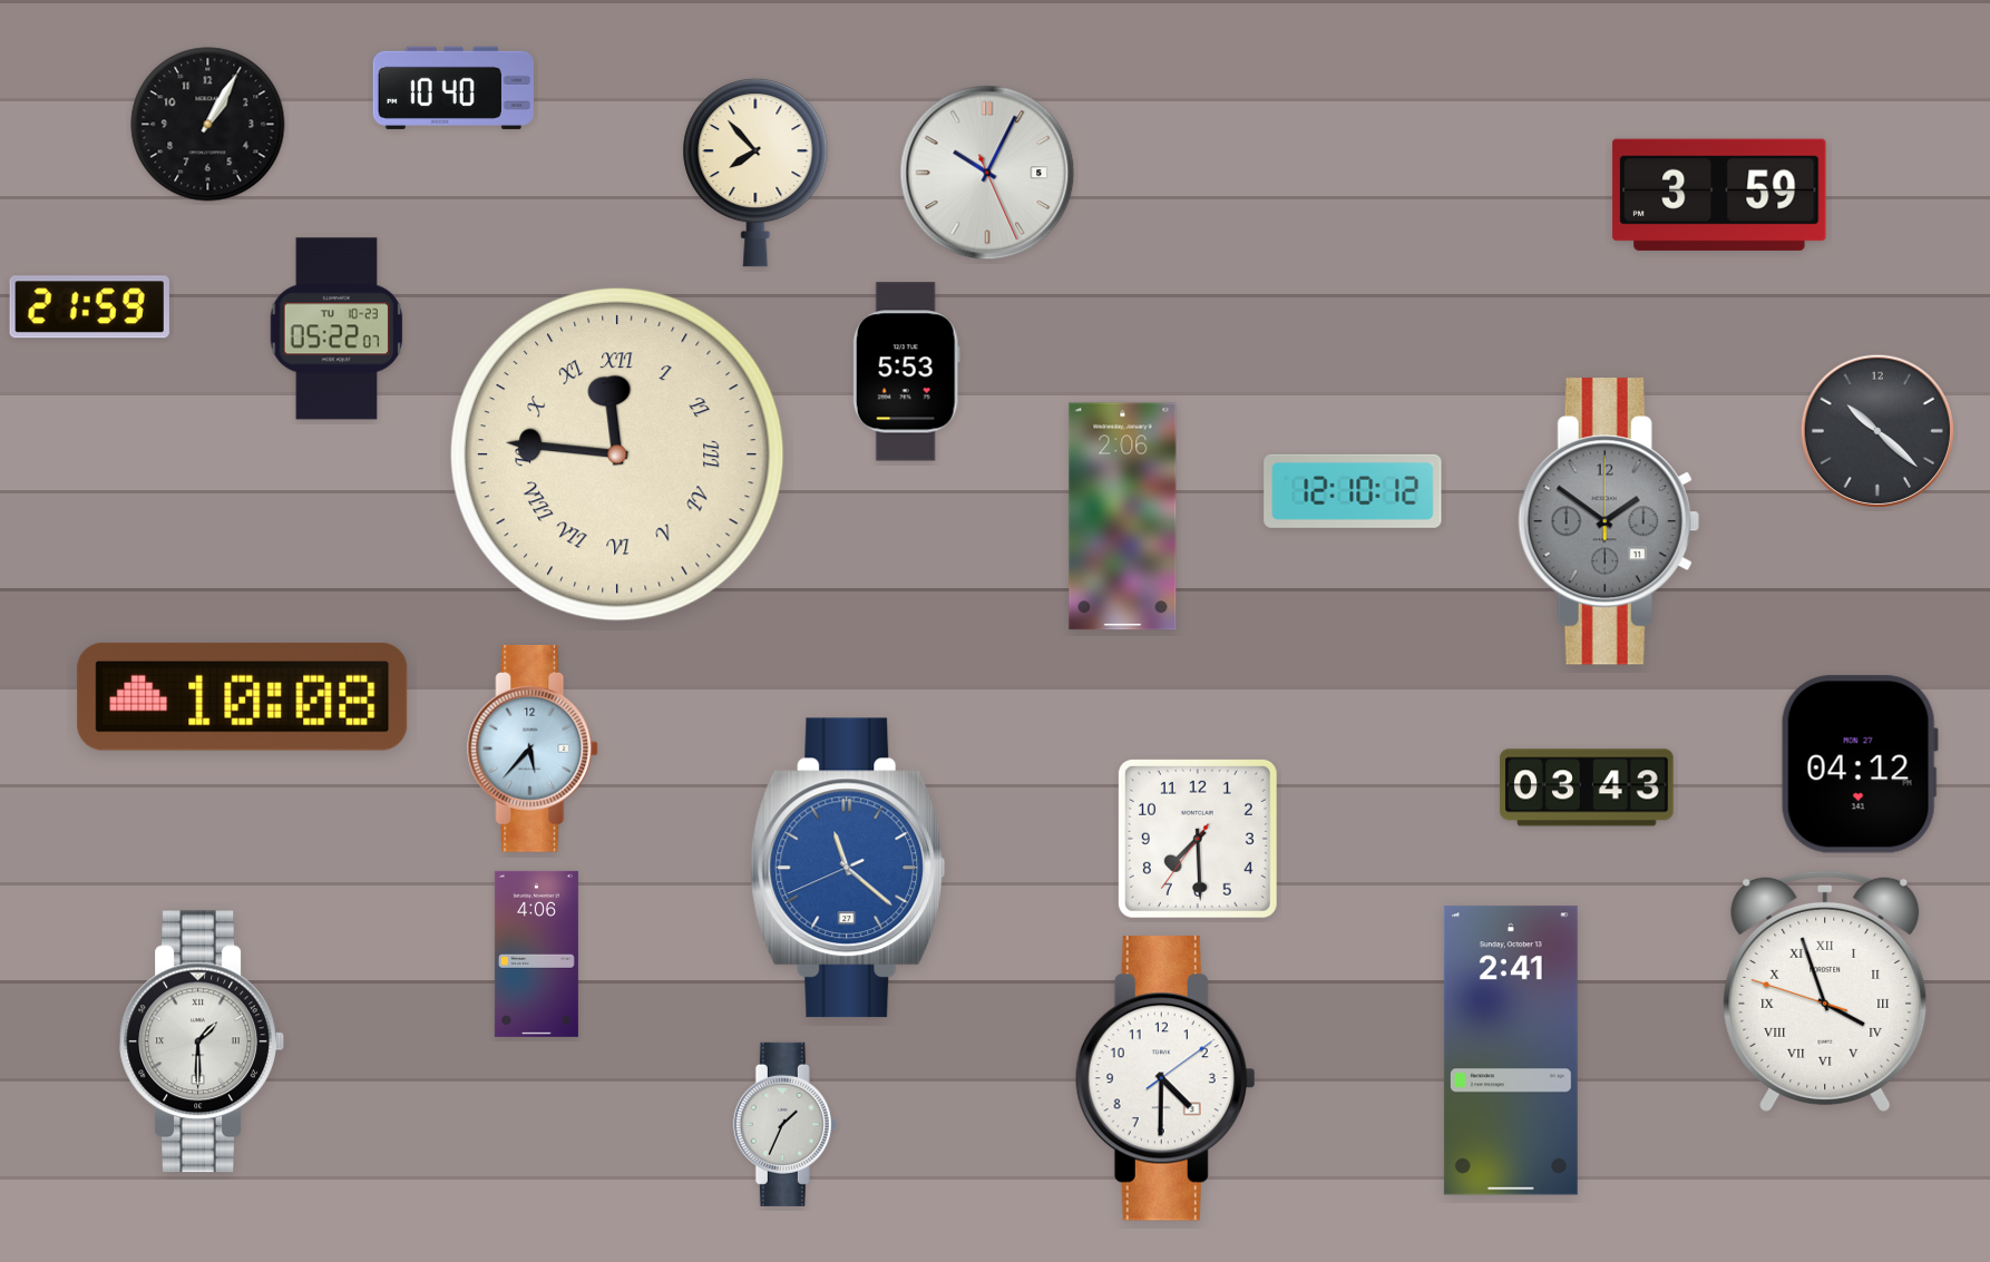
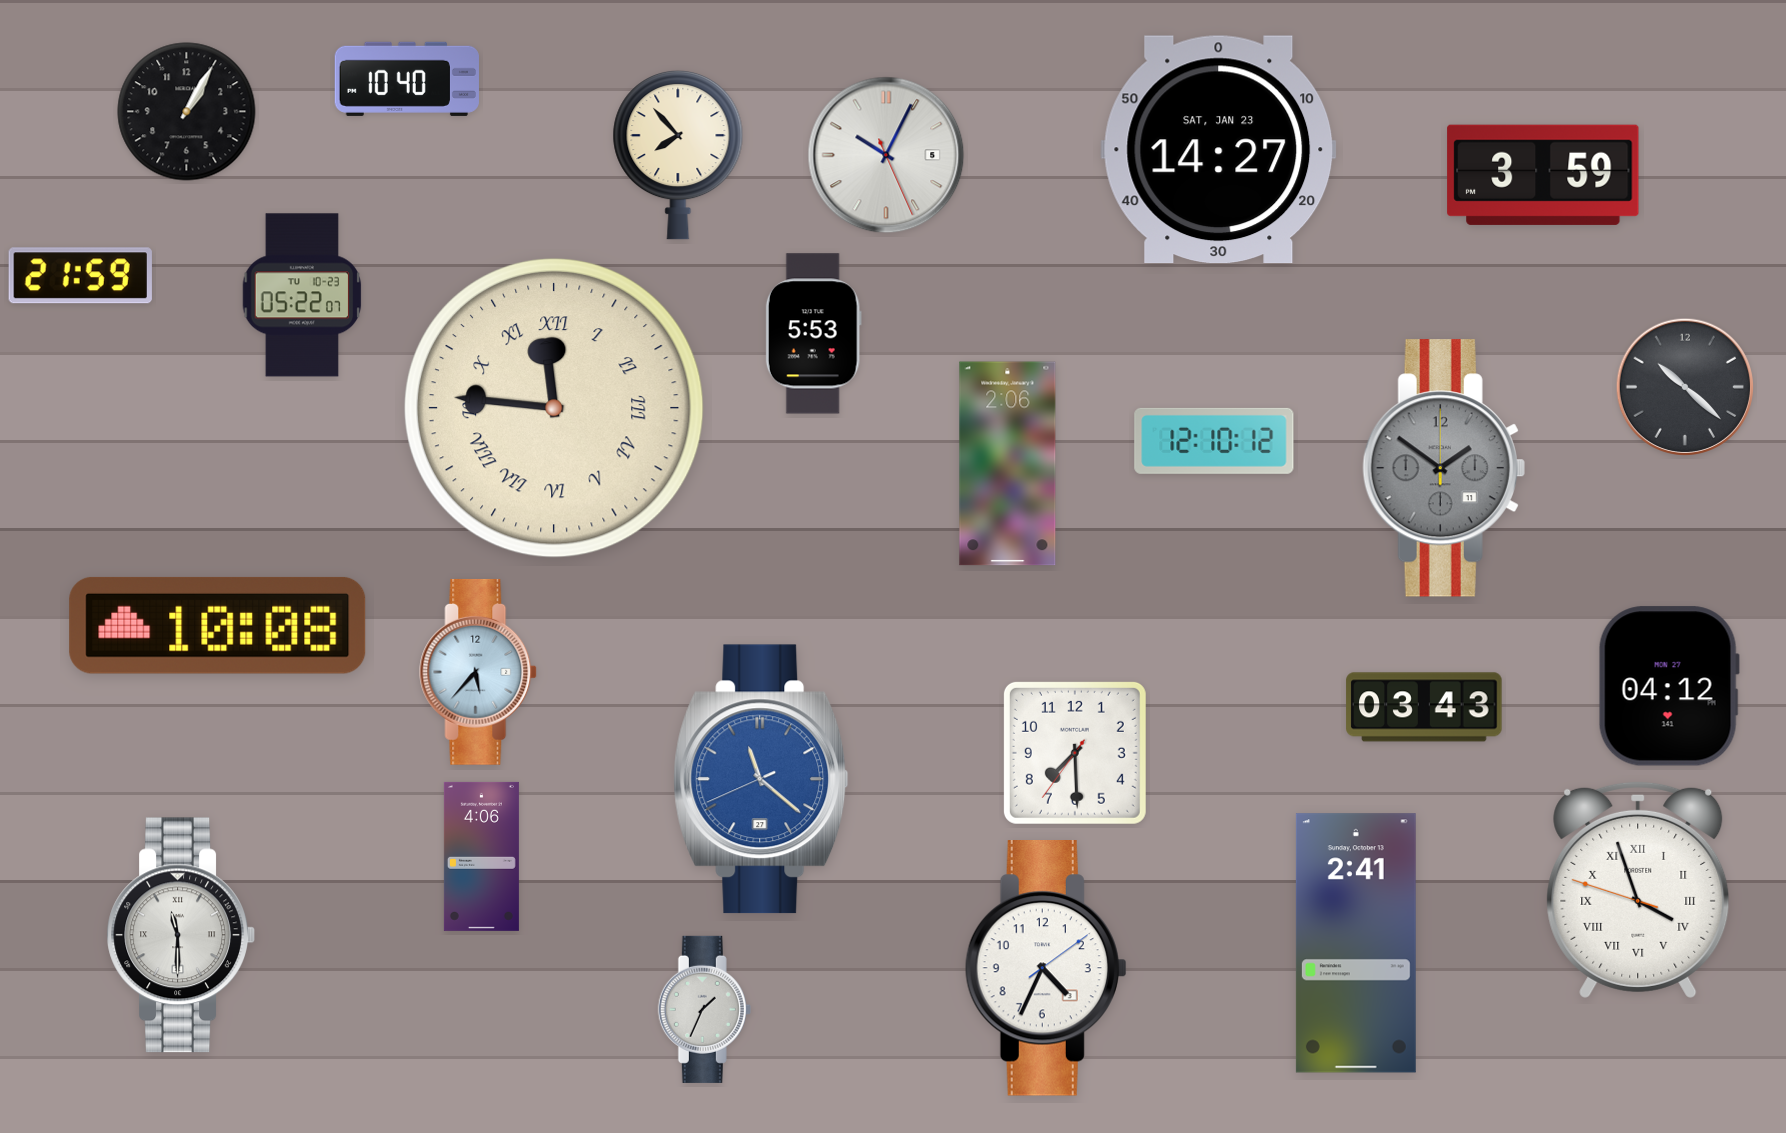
clock at (1219, 150): none -> 14:27
clock at (202, 1041): 1:30 -> 11:30
clock at (1165, 1079): 4:30 -> 4:34
